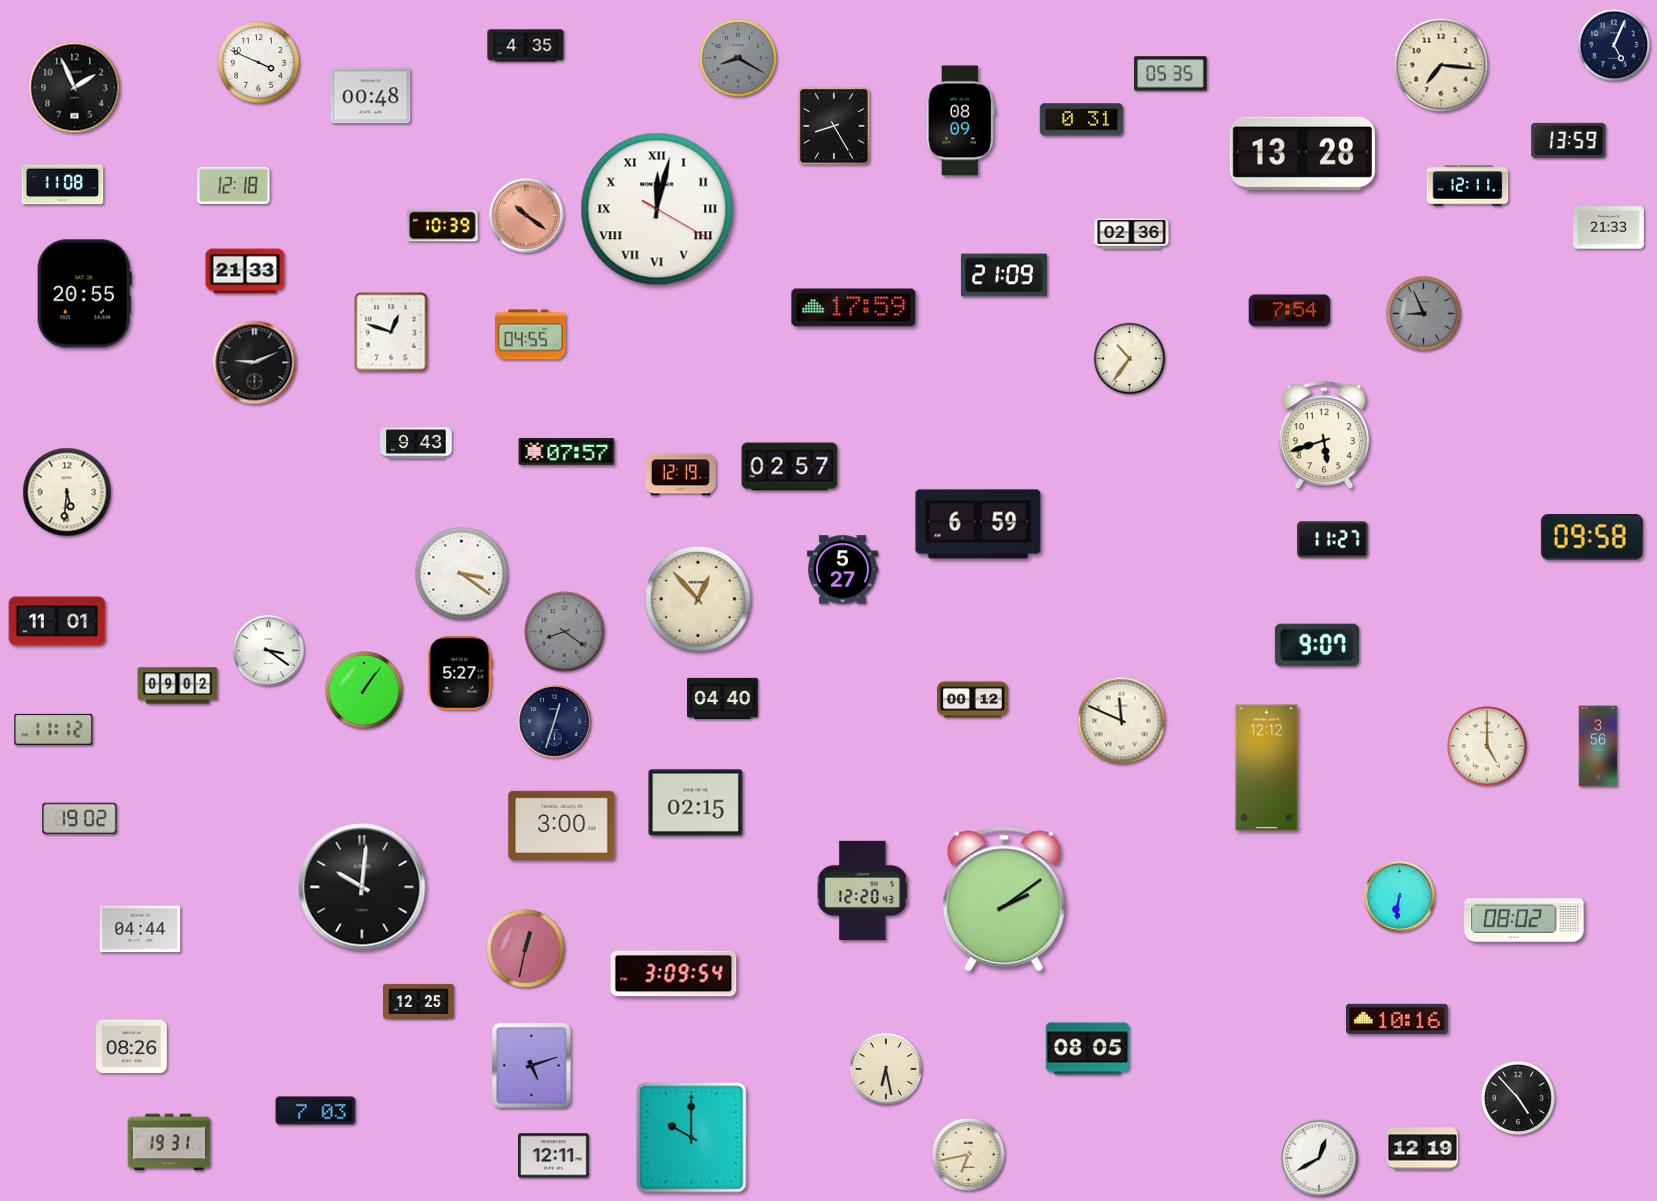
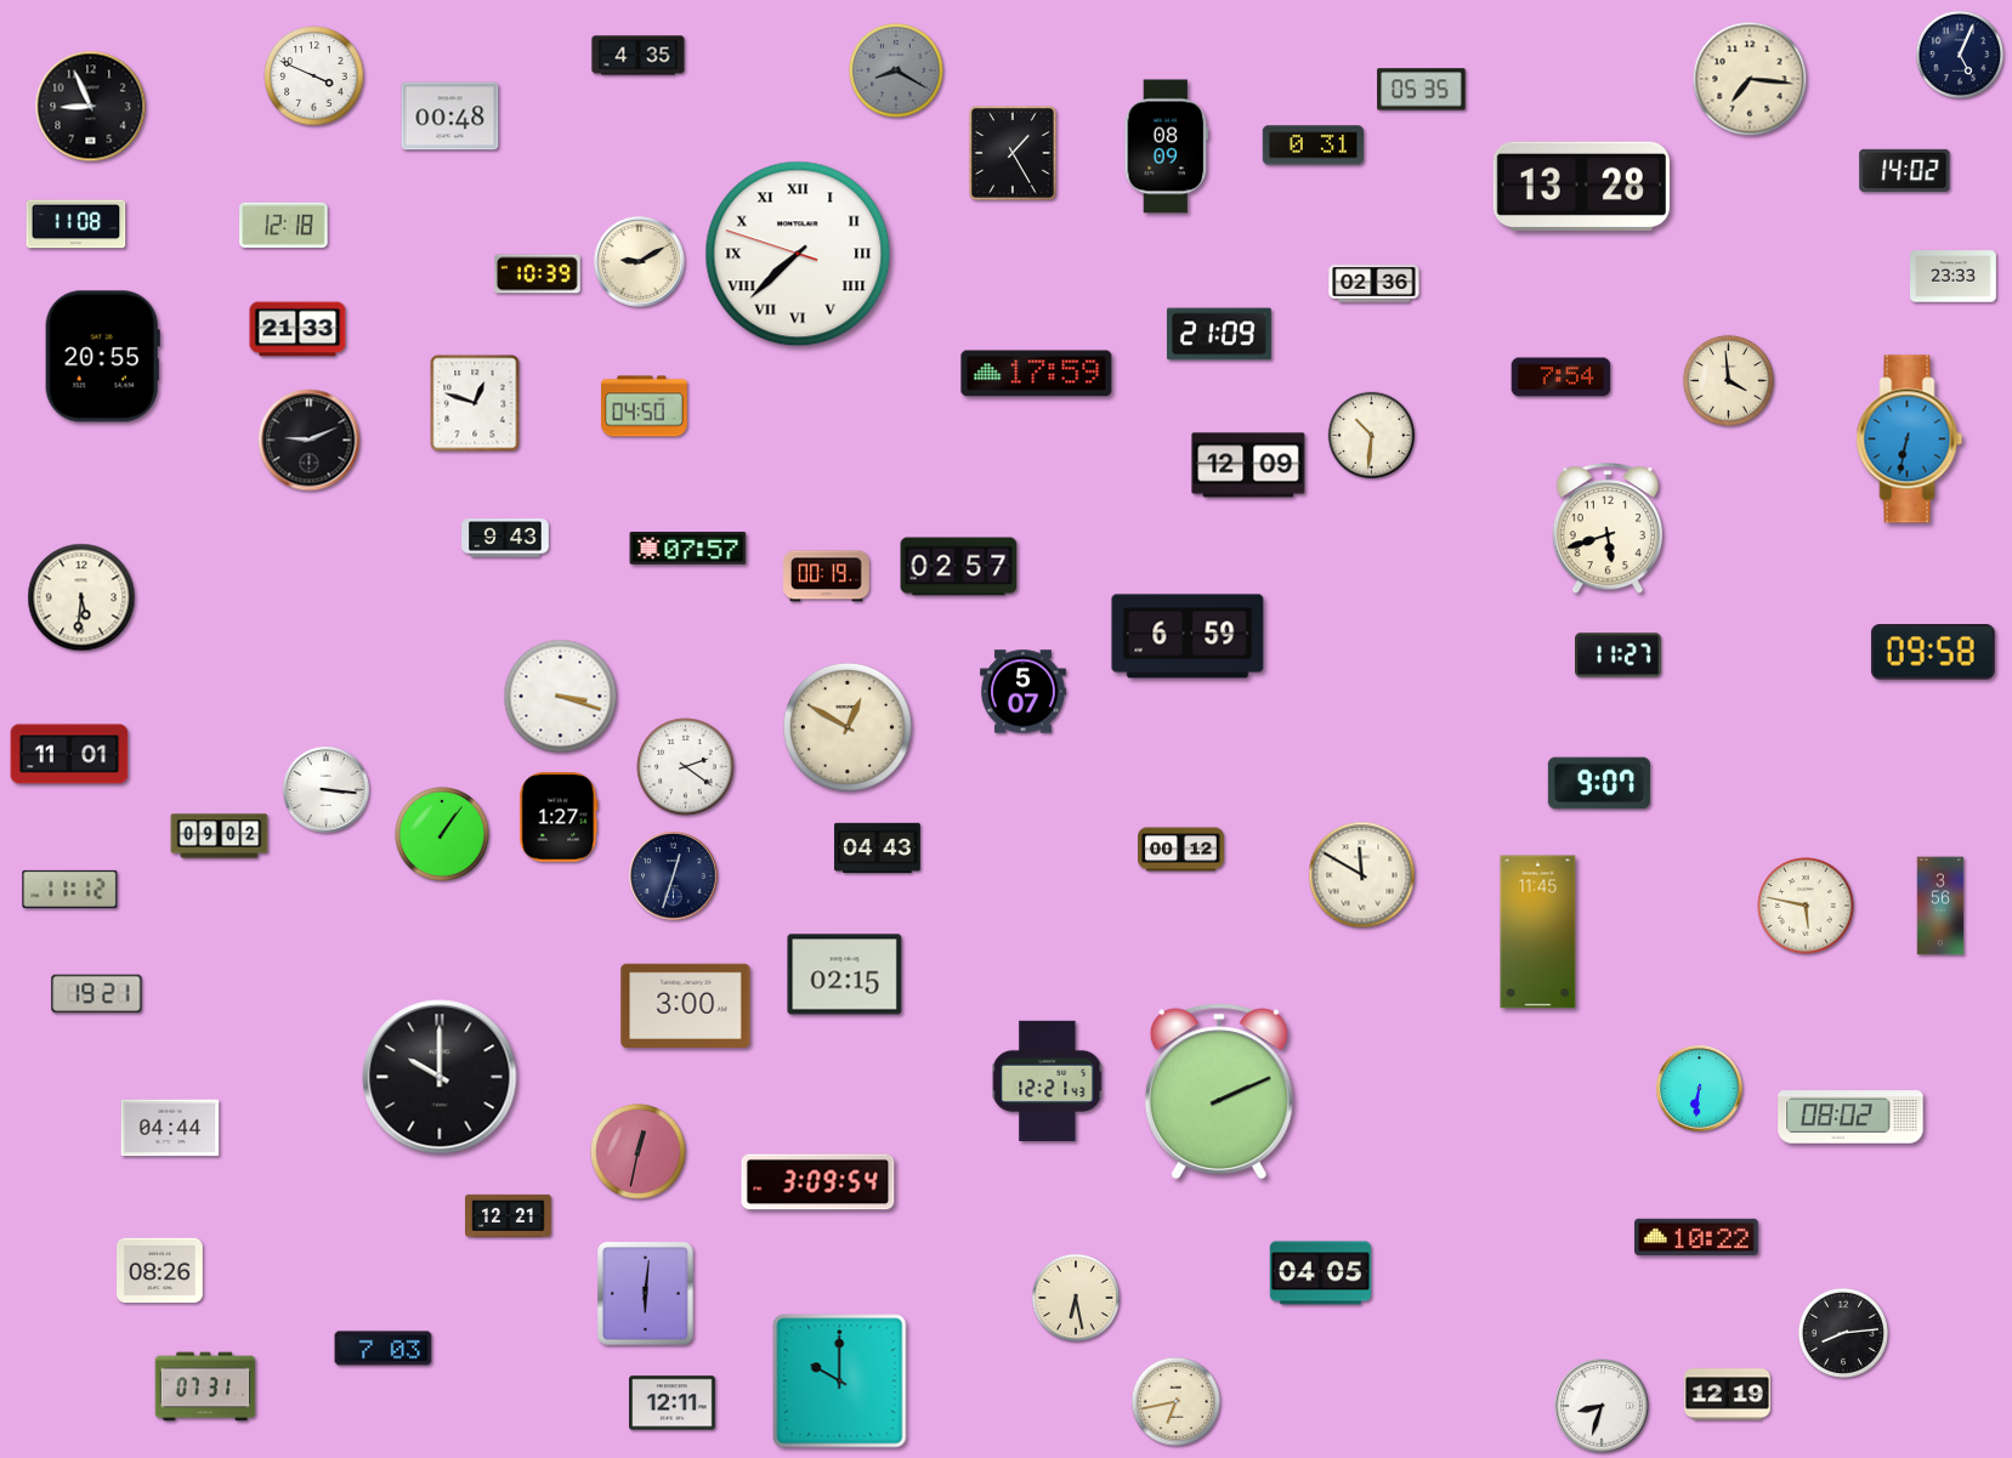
clock at (75, 88): 1:56 -> 8:56
clock at (835, 126): 8:25 -> 1:25
clock at (1569, 140): 13:59 -> 14:02
clock at (1468, 186): 12:11 -> none
clock at (657, 209): 12:02 -> 7:37
clock at (527, 216): 10:21 -> 9:10
clock at (527, 216) dial: salmon -> cream
clock at (1609, 228): 21:33 -> 23:33
clock at (1290, 311) position: (1290, 311) -> (1562, 378)
clock at (1423, 313): 8:56 -> 3:59
clock at (1423, 313) dial: grey -> cream
clock at (531, 335): 04:55 -> 04:50
clock at (1130, 359): 10:36 -> 10:31
clock at (1910, 439): none -> 6:32
clock at (1248, 465): none -> 12:09
clock at (681, 475): 12:19 -> 00:19
clock at (843, 570): 5:27 -> 5:07
clock at (462, 574): 3:21 -> 3:18
clock at (698, 599): 12:53 -> 12:50
clock at (565, 632): 8:21 -> 2:21
clock at (565, 632) dial: grey -> white
clock at (269, 651): 3:21 -> 3:16
clock at (460, 673): 5:27 -> 1:27
clock at (178, 686) position: (178, 686) -> (220, 836)
clock at (365, 691) position: (365, 691) -> (443, 835)
clock at (723, 698): 04:40 -> 04:43
clock at (1122, 721): 11:49 -> 11:50
clock at (54, 729) position: (54, 729) -> (70, 889)
clock at (1487, 746): 5:00 -> 5:47
clock at (1267, 768): 12:12 -> 11:45
clock at (80, 819): 19:02 -> 19:21
clock at (562, 825) position: (562, 825) -> (686, 1005)
clock at (362, 887): 10:01 -> 10:00
clock at (863, 890): 12:20 -> 12:21
clock at (1004, 899): 2:09 -> 2:11
clock at (419, 1001): 12:25 -> 12:21
clock at (1398, 1018): 10:16 -> 10:22
clock at (1088, 1049): 08:05 -> 04:05
clock at (532, 1066): 5:12 -> 6:01
clock at (1518, 1098): 4:53 -> 8:14
clock at (169, 1142): 19:31 -> 07:31
clock at (1319, 1158): 12:40 -> 8:33
